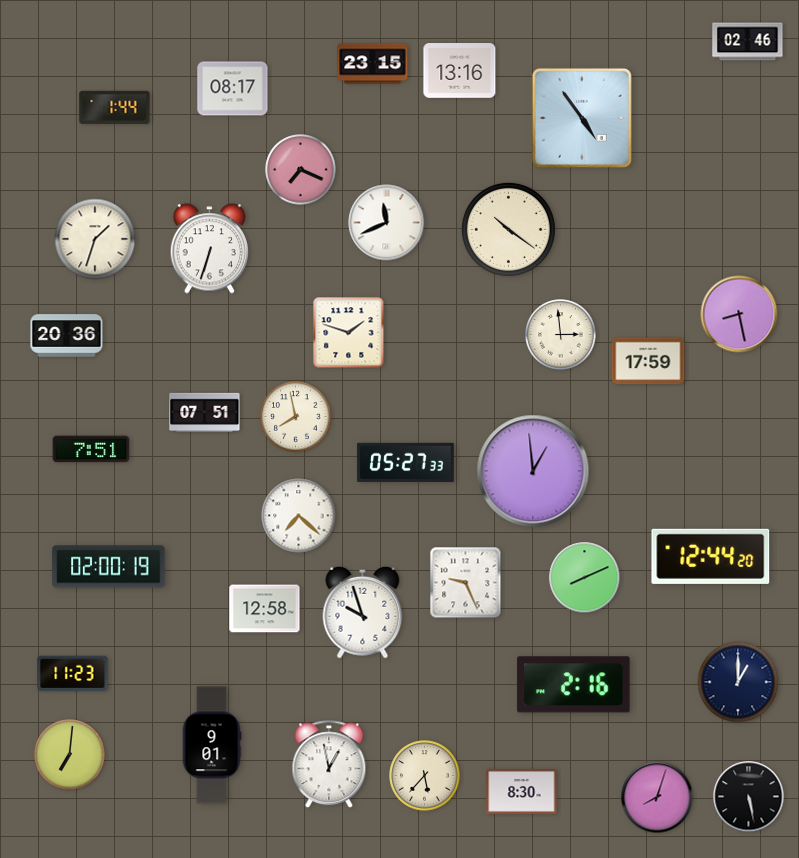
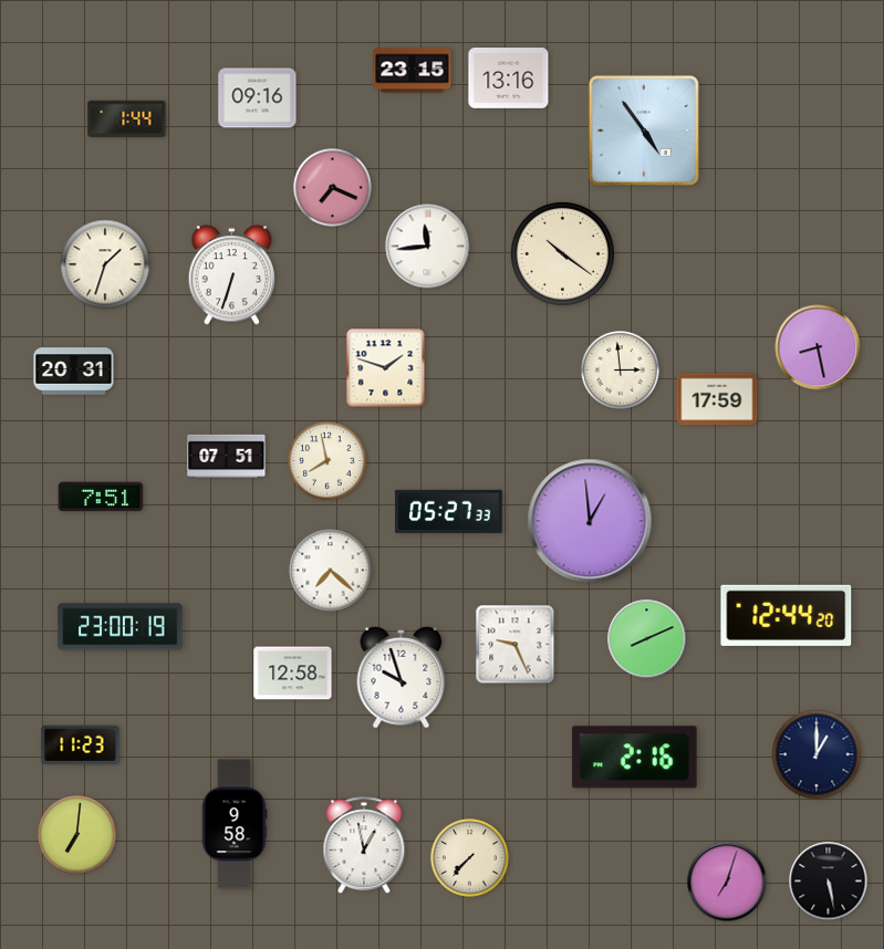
clock at (748, 42): 02:46 -> none
clock at (233, 89): 08:17 -> 09:16
clock at (387, 223): 11:41 -> 11:44
clock at (67, 336): 20:36 -> 20:31
clock at (109, 567): 02:00 -> 23:00
clock at (212, 745): 9:01 -> 9:58
clock at (425, 776): 5:37 -> 7:37
clock at (522, 792): 8:30 -> none
clock at (657, 797): 8:03 -> 7:03
